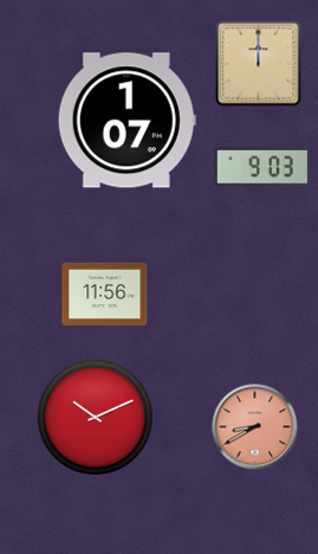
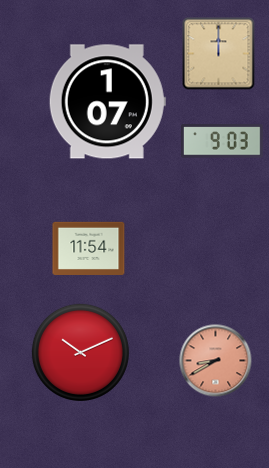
clock at (105, 294): 11:56 -> 11:54
